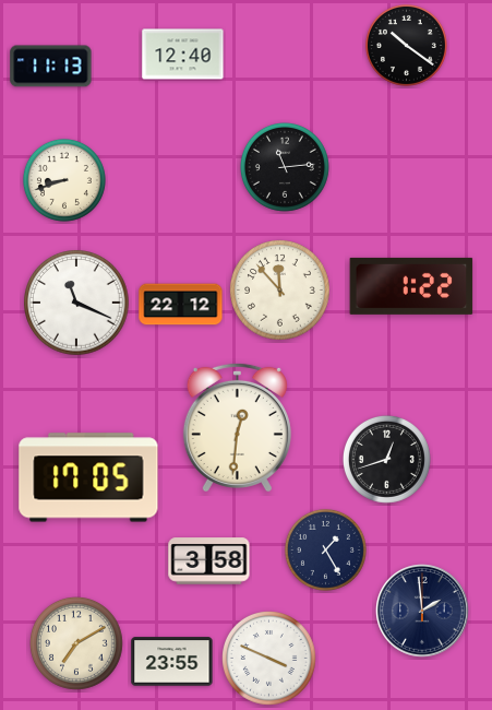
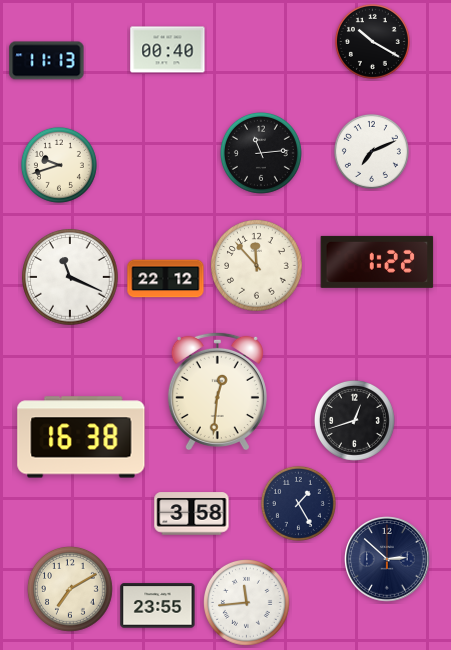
clock at (406, 45): 10:21 -> 10:20
clock at (183, 55): 12:40 -> 00:40
clock at (371, 151): none -> 7:11
clock at (64, 180): 8:42 -> 9:42
clock at (88, 477): 17:05 -> 16:38
clock at (422, 611): 1:59 -> 2:52
clock at (269, 659): 3:49 -> 11:44
